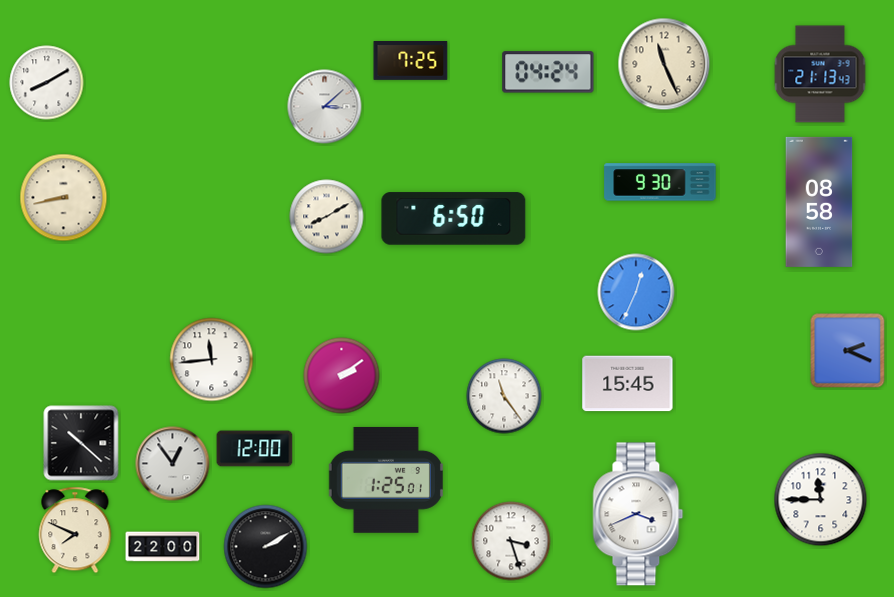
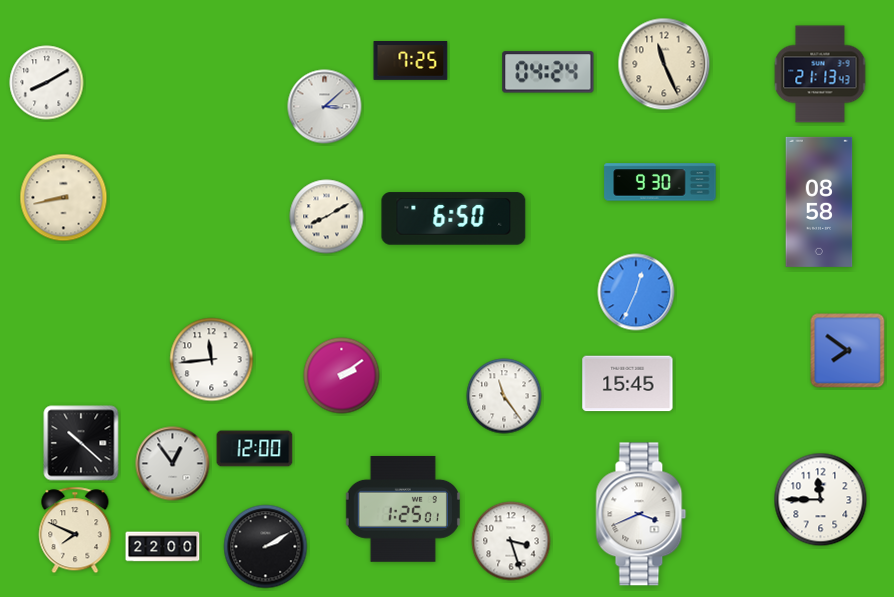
clock at (848, 351): 2:19 -> 7:51
clock at (386, 480) position: (386, 480) -> (403, 509)
clock at (638, 514) position: (638, 514) -> (641, 514)
